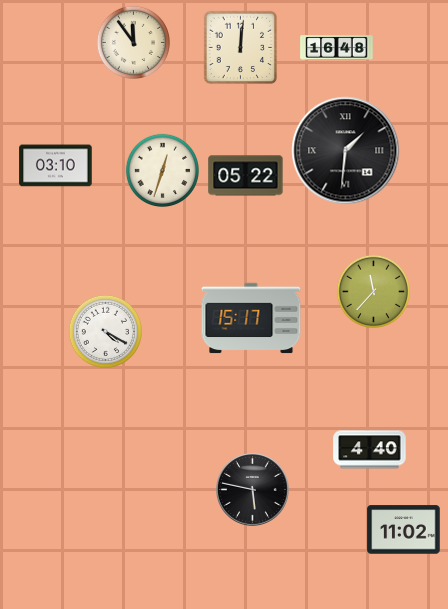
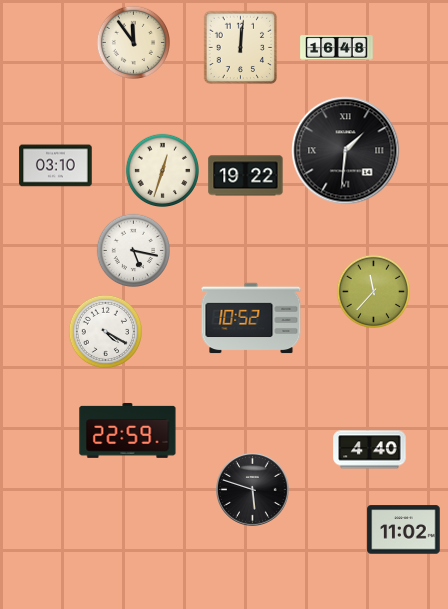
clock at (246, 176): 05:22 -> 19:22
clock at (133, 250): none -> 5:17
clock at (251, 318): 15:17 -> 10:52
clock at (128, 430): none -> 22:59
clock at (253, 490): 5:47 -> 5:48
